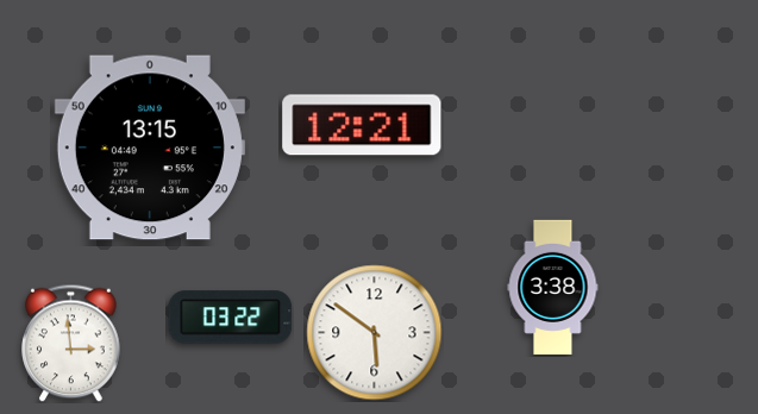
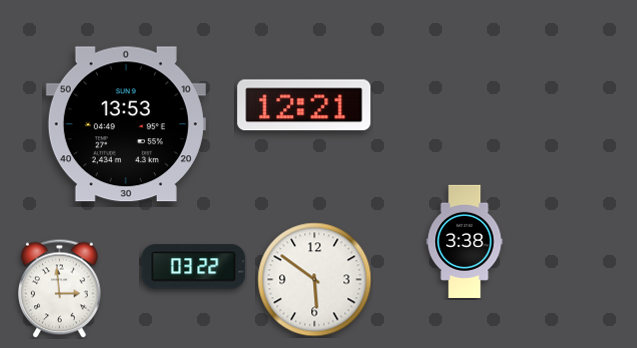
clock at (150, 148): 13:15 -> 13:53
